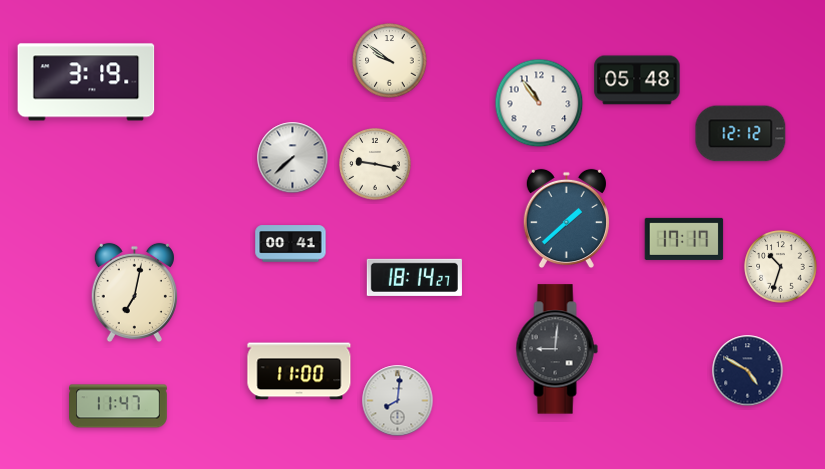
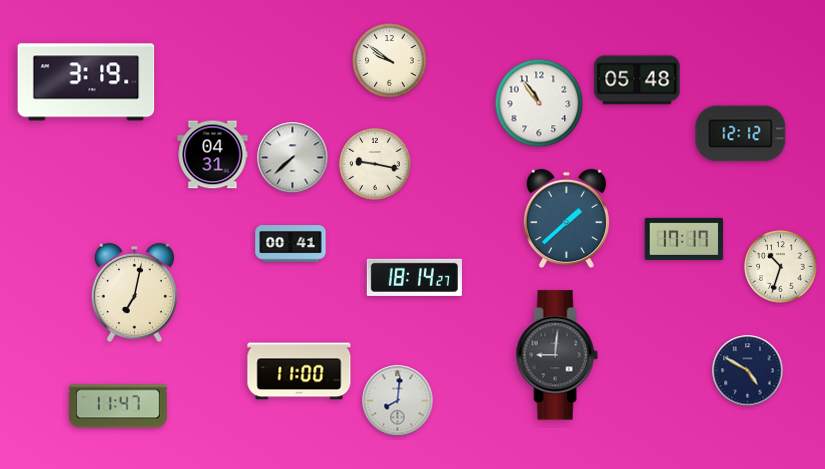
clock at (213, 155): none -> 04:31
clock at (557, 349) position: (557, 349) -> (557, 355)
